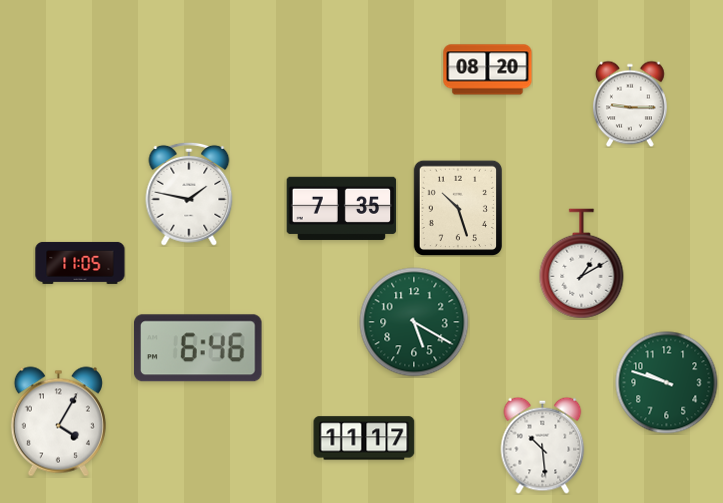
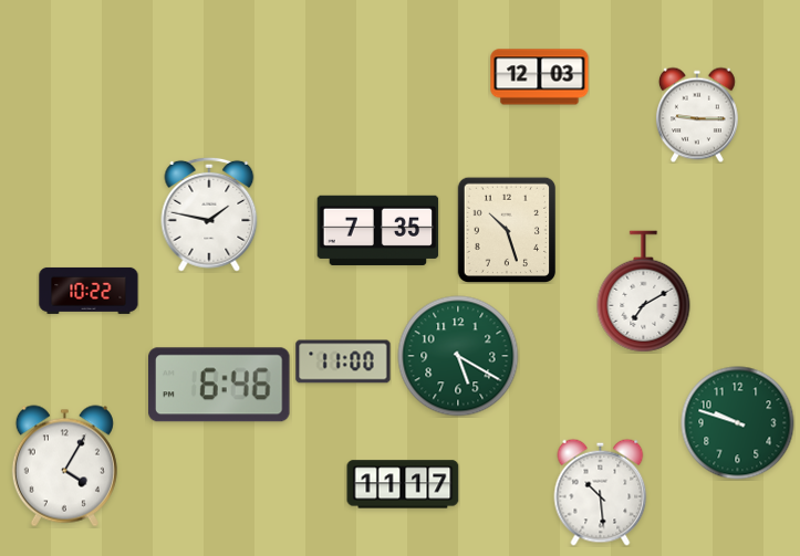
clock at (488, 70): 08:20 -> 12:03
clock at (80, 263): 11:05 -> 10:22
clock at (582, 264): 1:10 -> 7:10
clock at (343, 361): none -> 11:00
